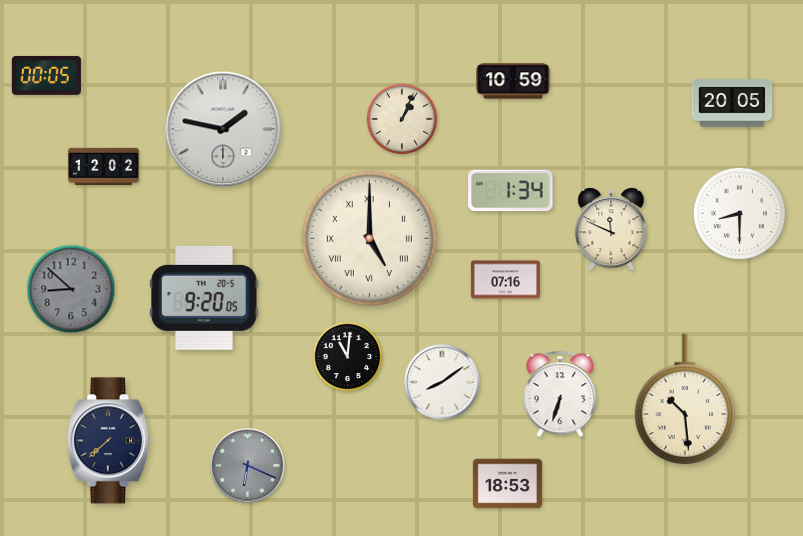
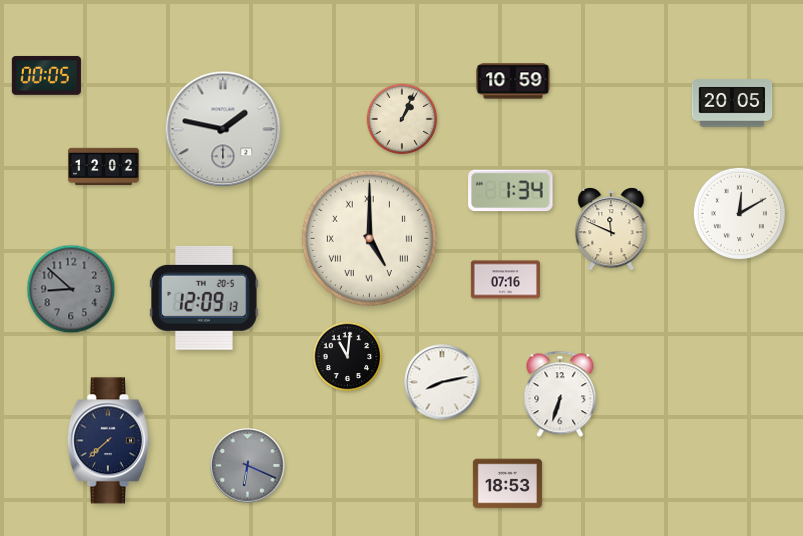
clock at (739, 214): 8:30 -> 12:10
clock at (204, 298): 9:20 -> 12:09
clock at (442, 382): 8:09 -> 8:13
clock at (685, 399): 10:29 -> none
